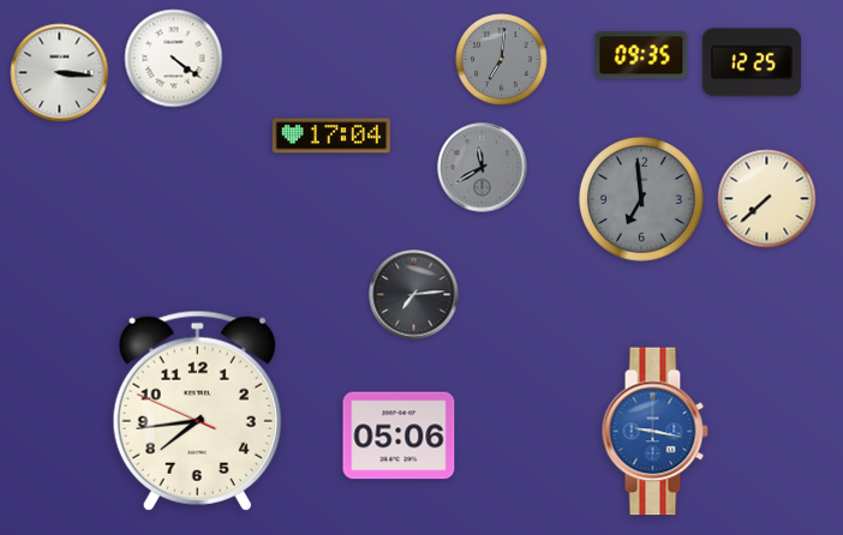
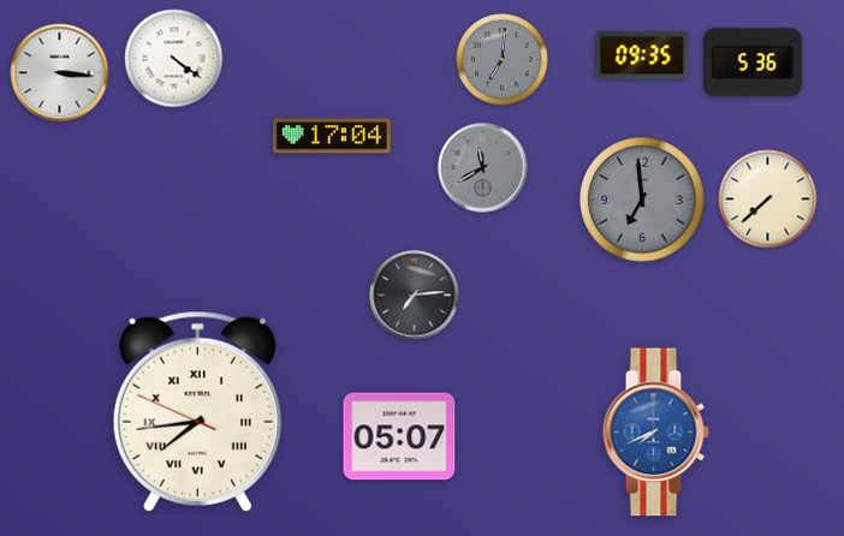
clock at (752, 62): 12:25 -> 5:36
clock at (197, 410) numerals: Arabic -> Roman
clock at (654, 432): 9:17 -> 7:41
clock at (399, 435): 05:06 -> 05:07
